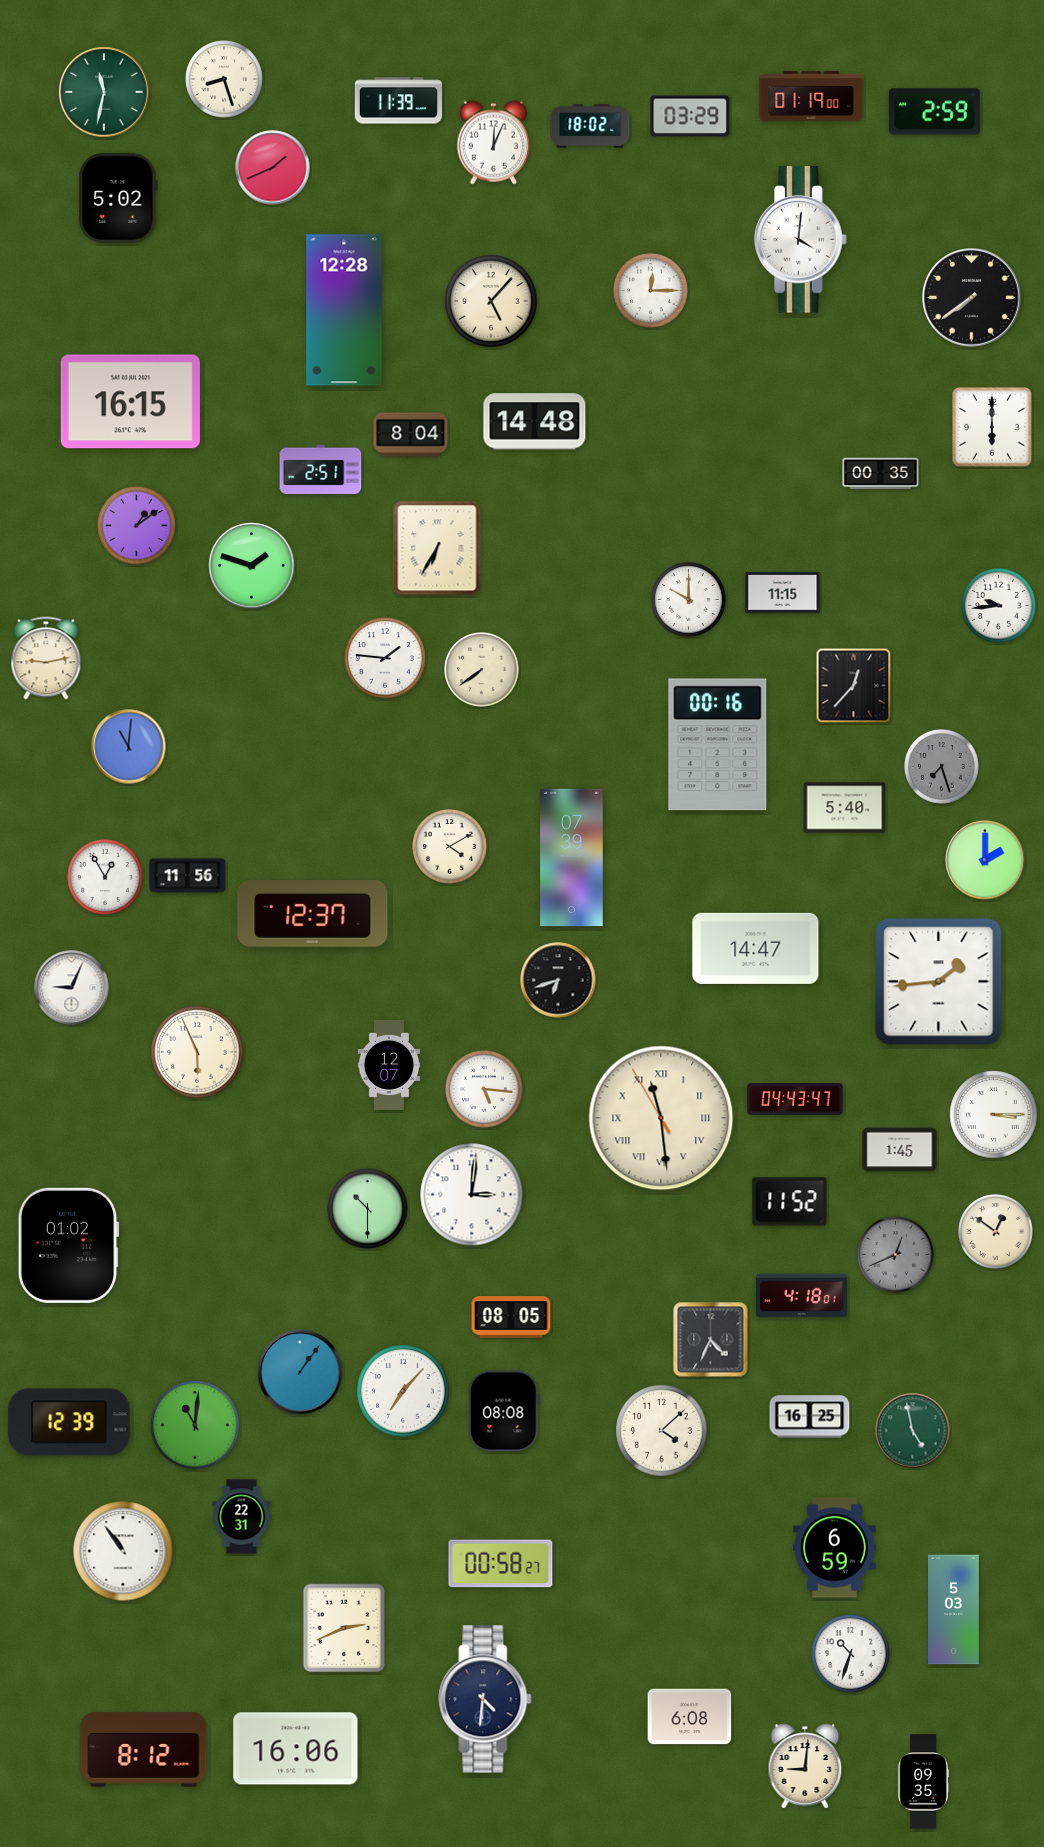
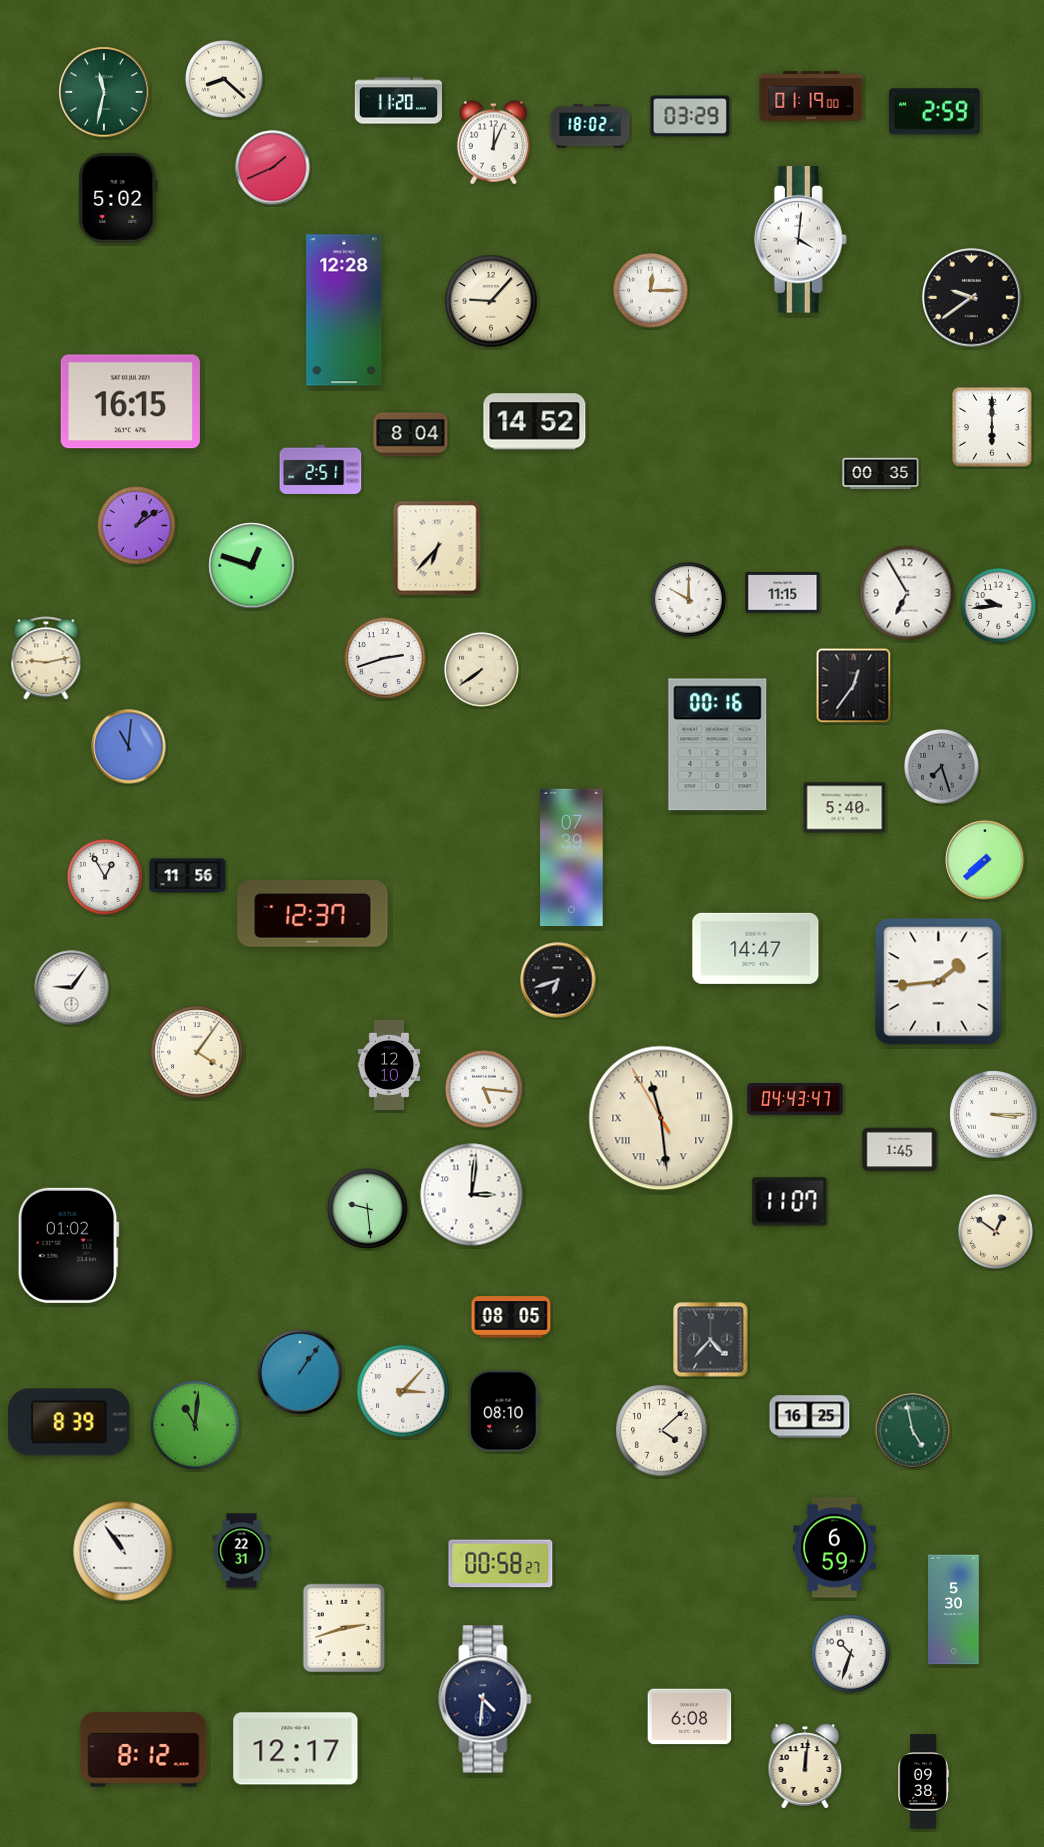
clock at (224, 79): 8:27 -> 8:22
clock at (398, 101): 11:39 -> 11:20
clock at (972, 298): 7:39 -> 9:39
clock at (491, 301): 5:07 -> 9:07
clock at (535, 422): 14:48 -> 14:52
clock at (437, 548): 6:35 -> 6:37
clock at (252, 566): 1:48 -> 12:48
clock at (907, 593): none -> 6:55
clock at (385, 658): 1:46 -> 2:42
clock at (854, 686): 12:37 -> 12:36
clock at (450, 847): 4:10 -> none
clock at (985, 860): 2:00 -> 7:38
clock at (72, 988): 9:04 -> 9:06
clock at (197, 1052): 5:56 -> 4:06
clock at (389, 1065): 12:07 -> 12:10
clock at (790, 1202): 11:52 -> 11:07
clock at (368, 1209): 10:30 -> 9:29
clock at (896, 1255): 12:41 -> none
clock at (801, 1296): 4:18 -> none
clock at (711, 1340): 4:34 -> 4:37
clock at (403, 1391): 7:07 -> 3:07
clock at (504, 1411): 08:08 -> 08:10
clock at (69, 1422): 12:39 -> 8:39
clock at (242, 1517) position: (242, 1517) -> (242, 1551)
clock at (954, 1610): 5:03 -> 5:30
clock at (344, 1628): 2:41 -> 2:42
clock at (296, 1749): 16:06 -> 12:17
clock at (805, 1766): 9:01 -> 12:01
clock at (923, 1782): 09:35 -> 09:38
